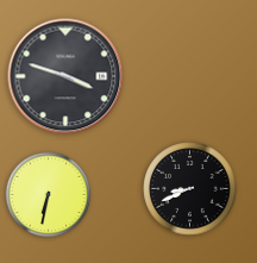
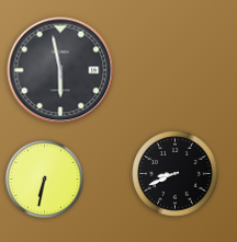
clock at (65, 76): 3:48 -> 5:58
